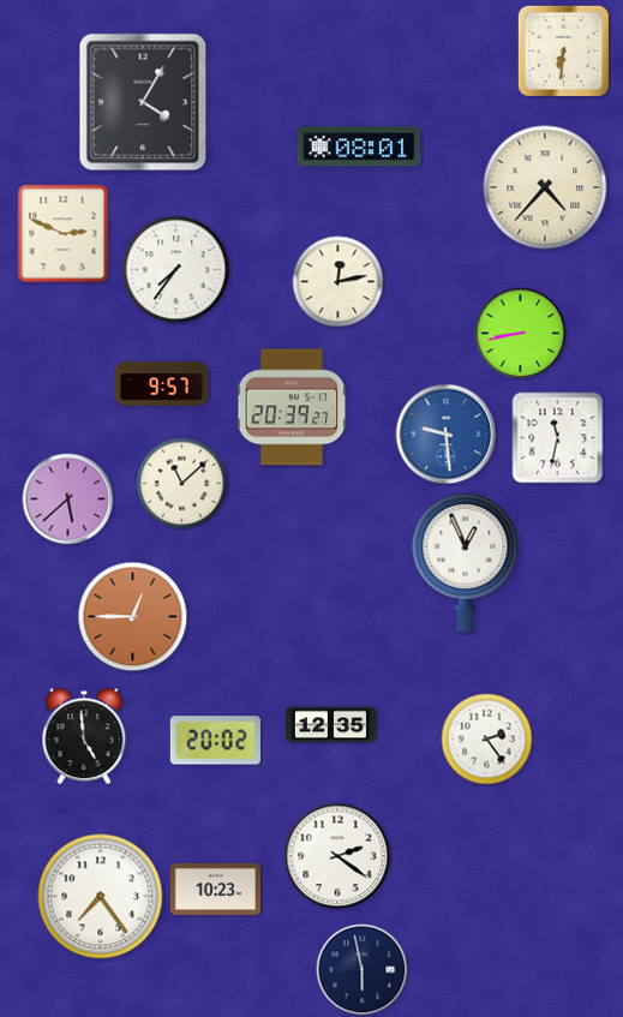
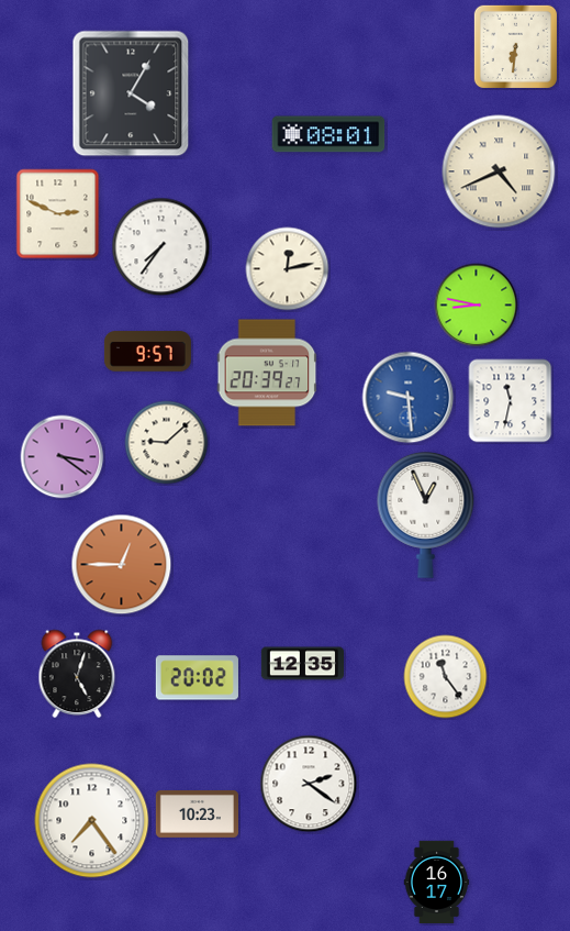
clock at (545, 187): 4:37 -> 4:41
clock at (339, 282) position: (339, 282) -> (288, 269)
clock at (521, 334): 8:43 -> 8:47
clock at (182, 484): 11:08 -> 9:08
clock at (68, 499): 5:38 -> 3:21
clock at (84, 736): 4:59 -> 5:03
clock at (487, 740): 2:24 -> 11:24
clock at (436, 882): none -> 16:17
clock at (363, 970): 5:58 -> none
